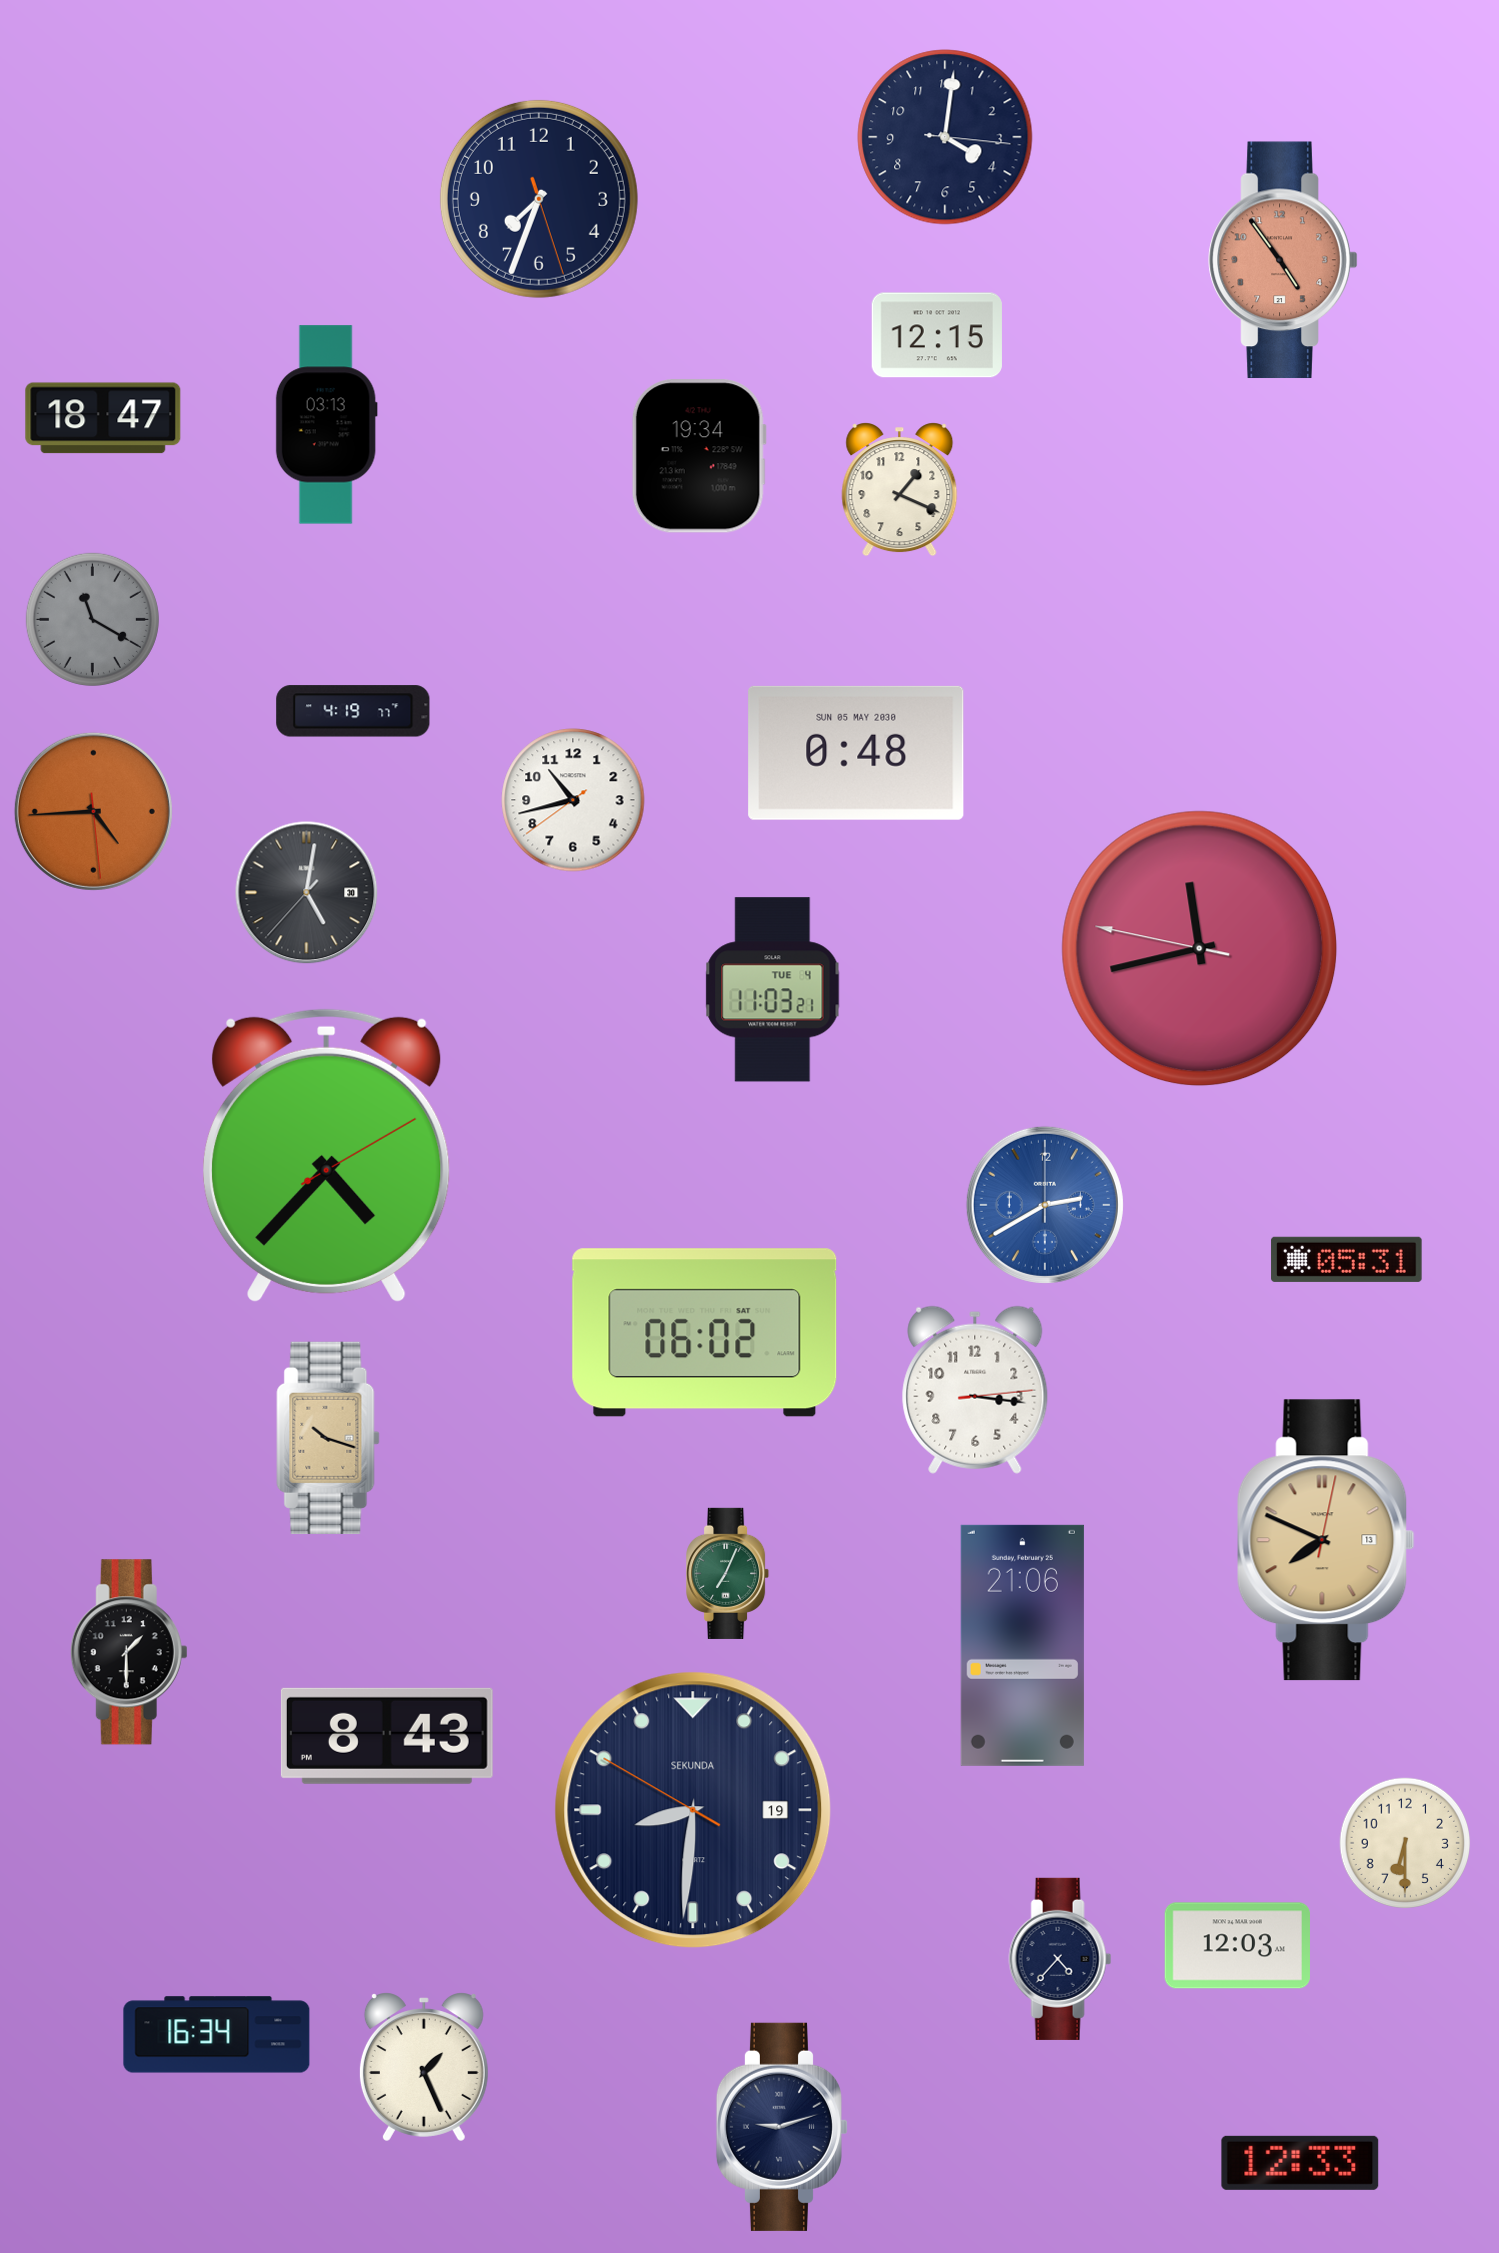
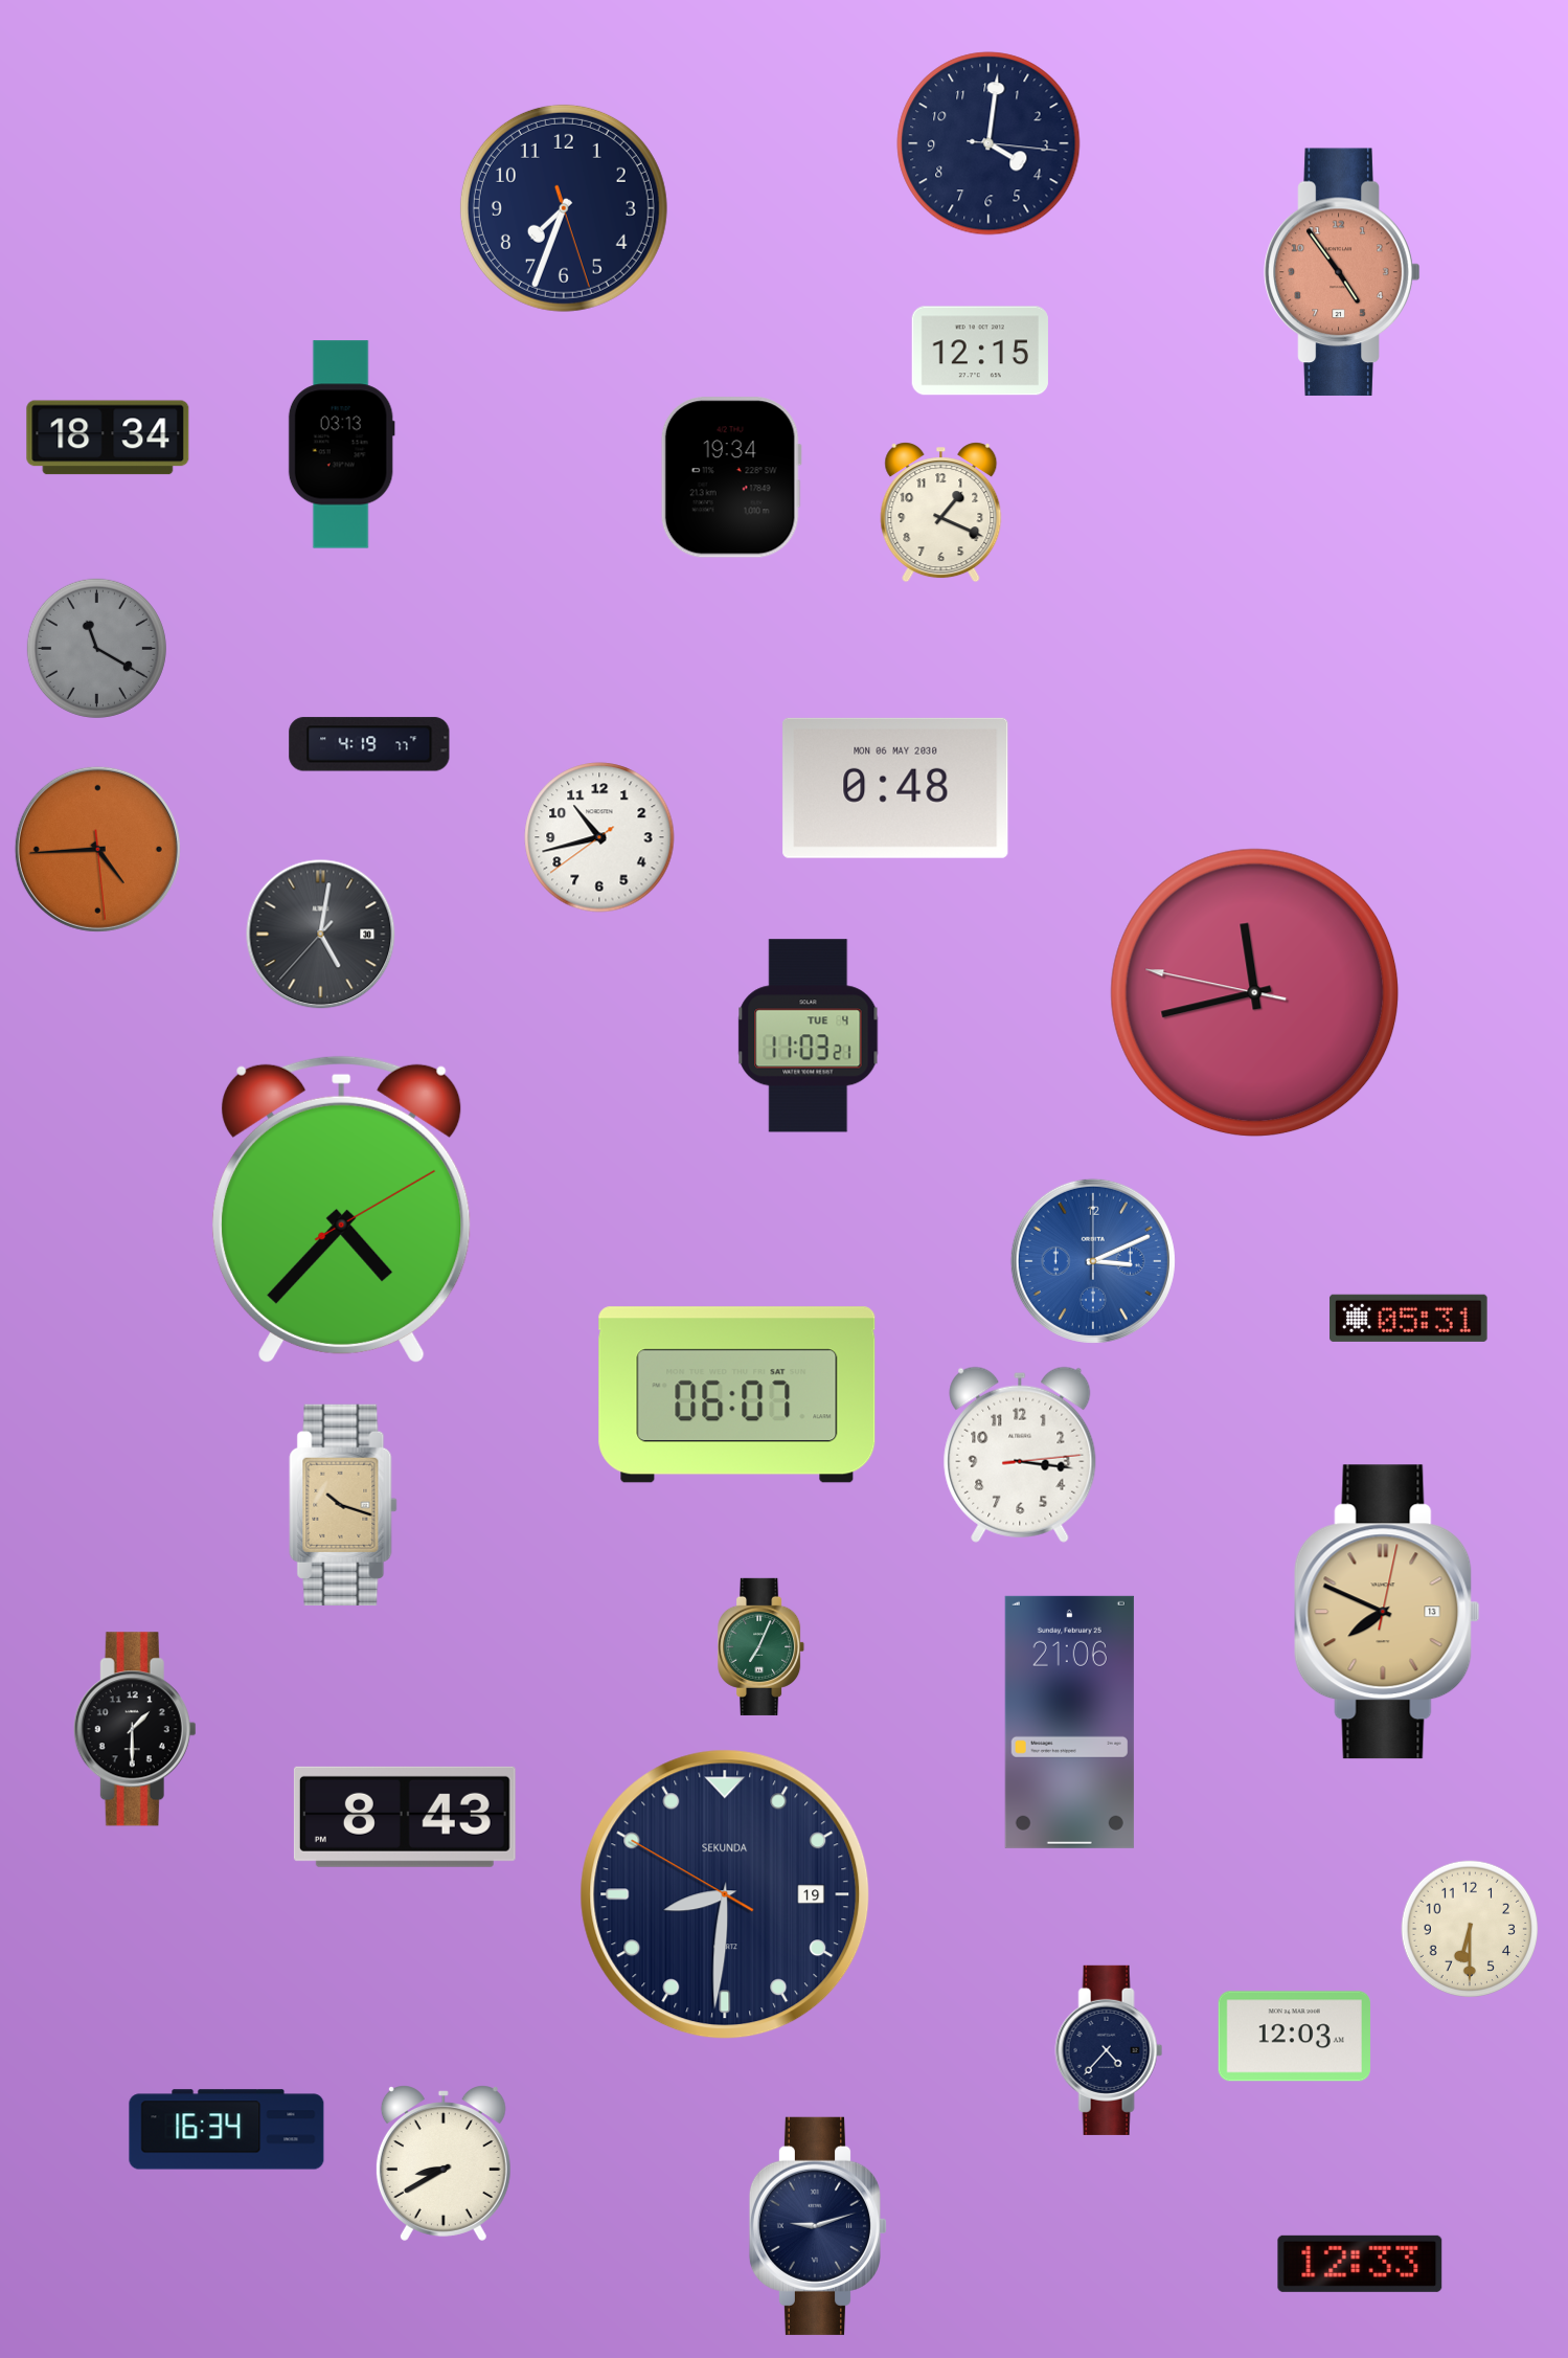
clock at (103, 418): 18:47 -> 18:34
clock at (856, 753) date: SUN 05 MAY 2030 -> MON 06 MAY 2030
clock at (1045, 1205): 2:40 -> 3:11
clock at (705, 1333): 06:02 -> 06:07
clock at (424, 2067): 1:26 -> 8:40
